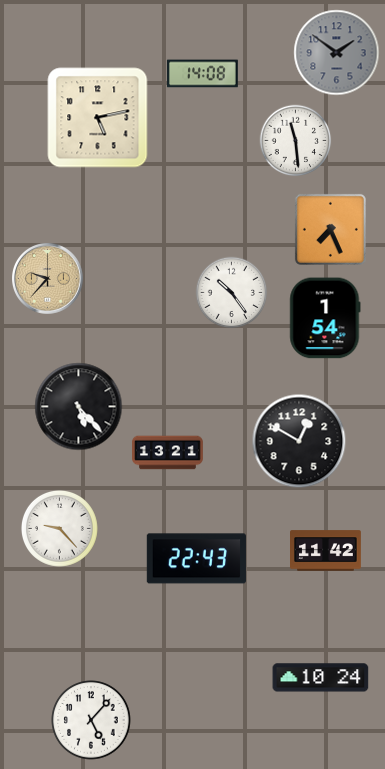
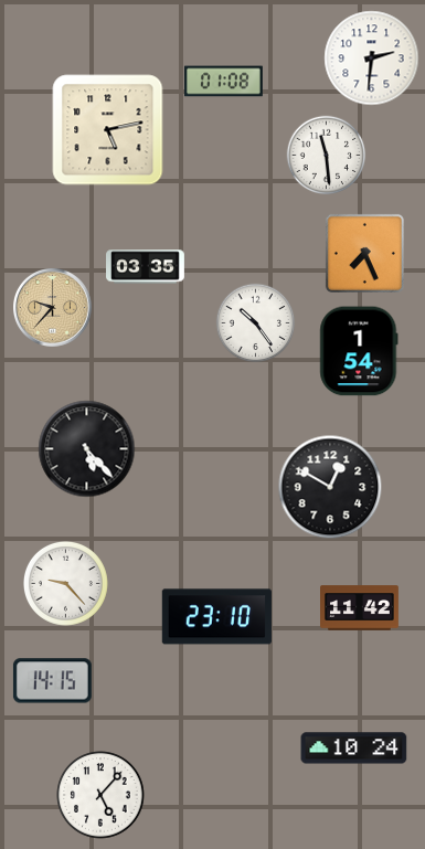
clock at (337, 53): 1:51 -> 2:31
clock at (337, 53) dial: grey -> white
clock at (203, 74): 14:08 -> 01:08
clock at (146, 267): none -> 03:35
clock at (168, 453): 13:21 -> none
clock at (196, 559): 22:43 -> 23:10
clock at (52, 681): none -> 14:15
